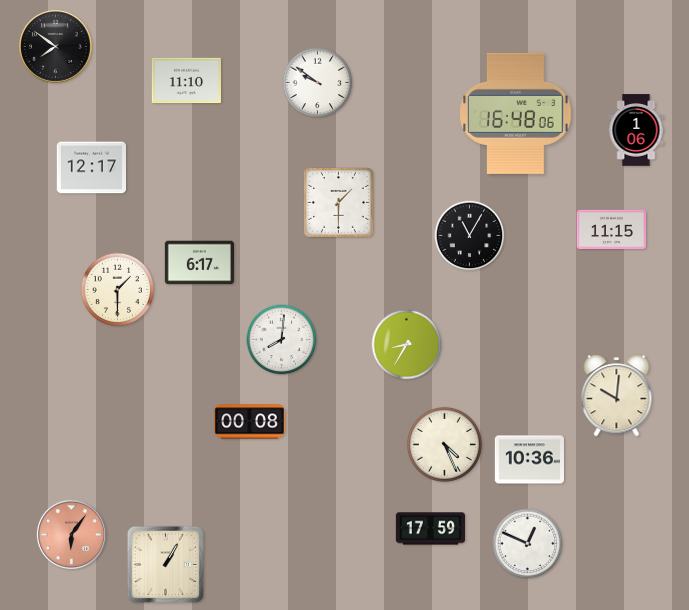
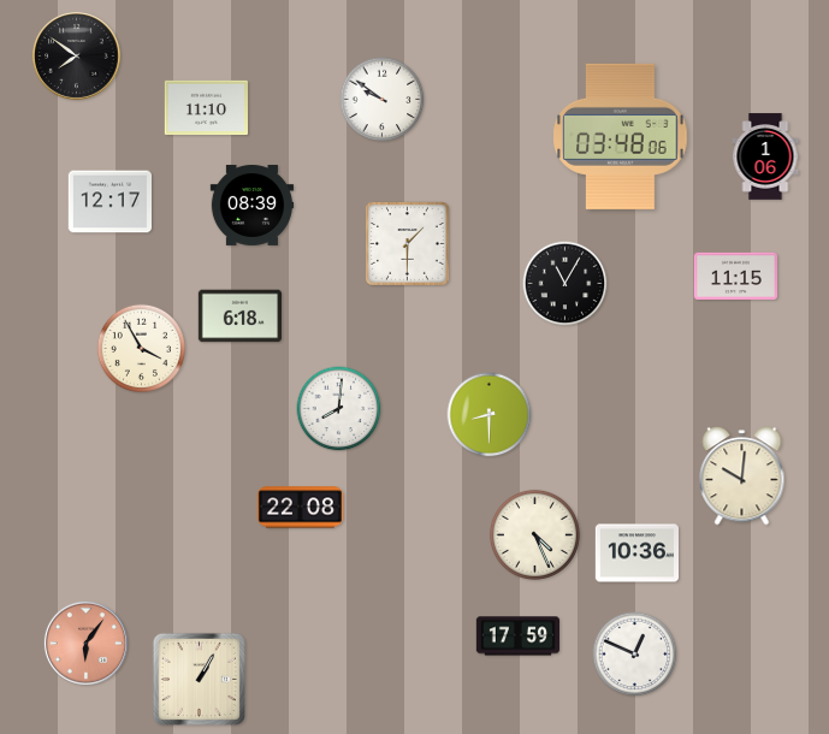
clock at (56, 47) position: (56, 47) -> (77, 57)
clock at (186, 81) position: (186, 81) -> (206, 108)
clock at (516, 113): 16:48 -> 03:48
clock at (253, 205): none -> 08:39
clock at (199, 263): 6:17 -> 6:18
clock at (117, 289): 1:30 -> 3:55
clock at (407, 345): 8:35 -> 8:30
clock at (249, 422): 00:08 -> 22:08
